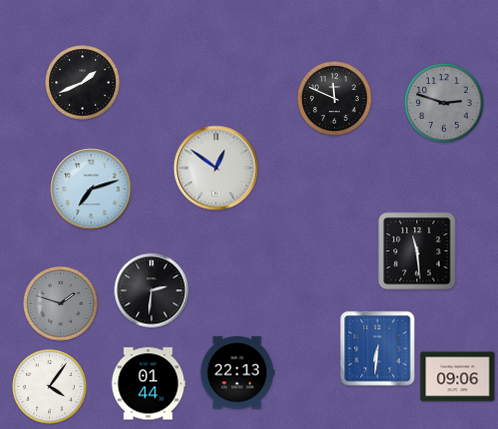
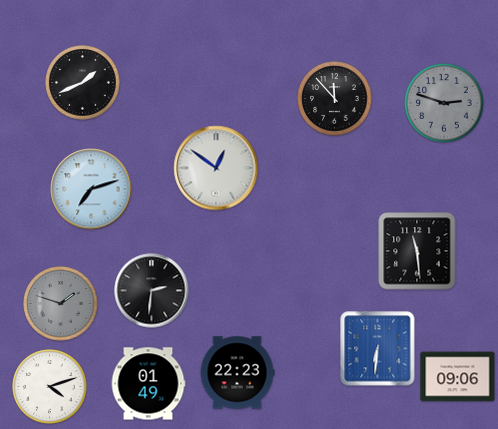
clock at (335, 99): 11:49 -> 11:53
clock at (237, 373): 22:13 -> 22:23
clock at (148, 384): 01:44 -> 01:49
clock at (50, 387): 4:06 -> 4:12
